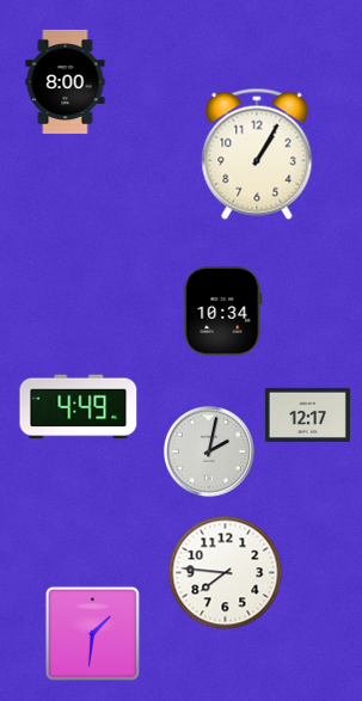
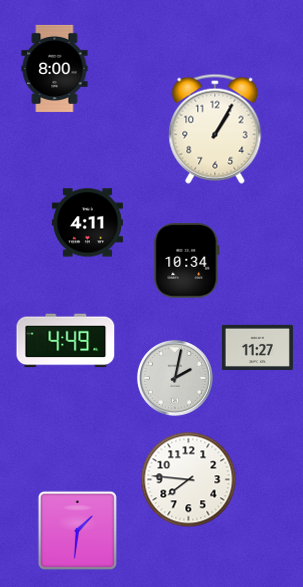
clock at (87, 223): none -> 4:11
clock at (307, 414): 12:17 -> 11:27
